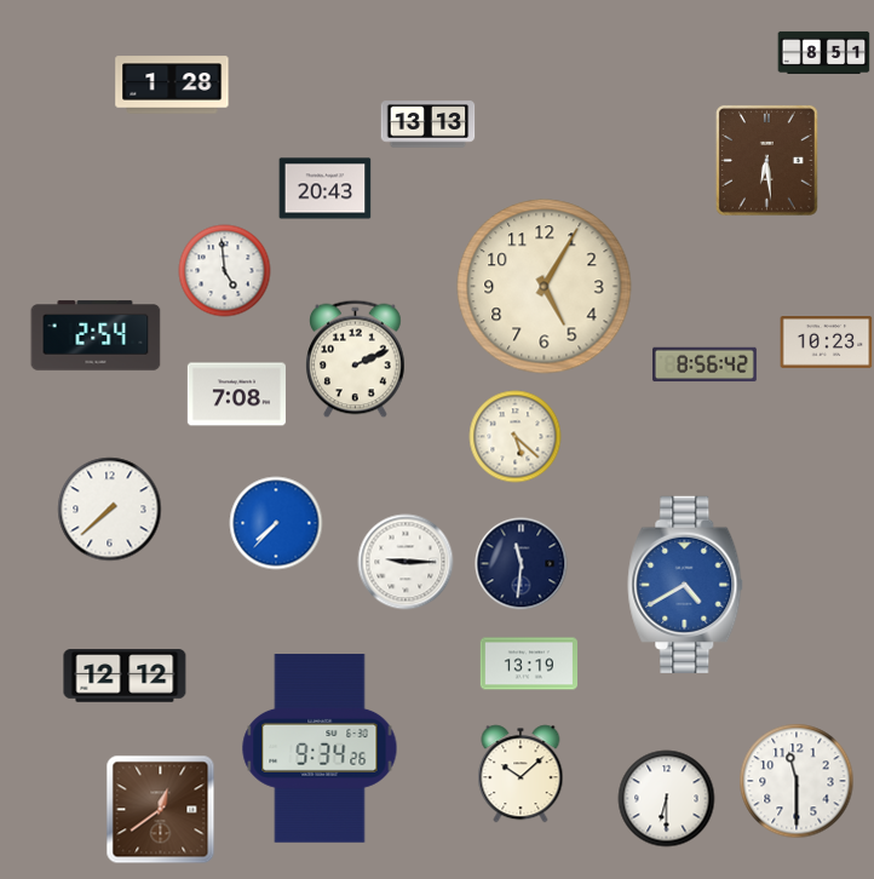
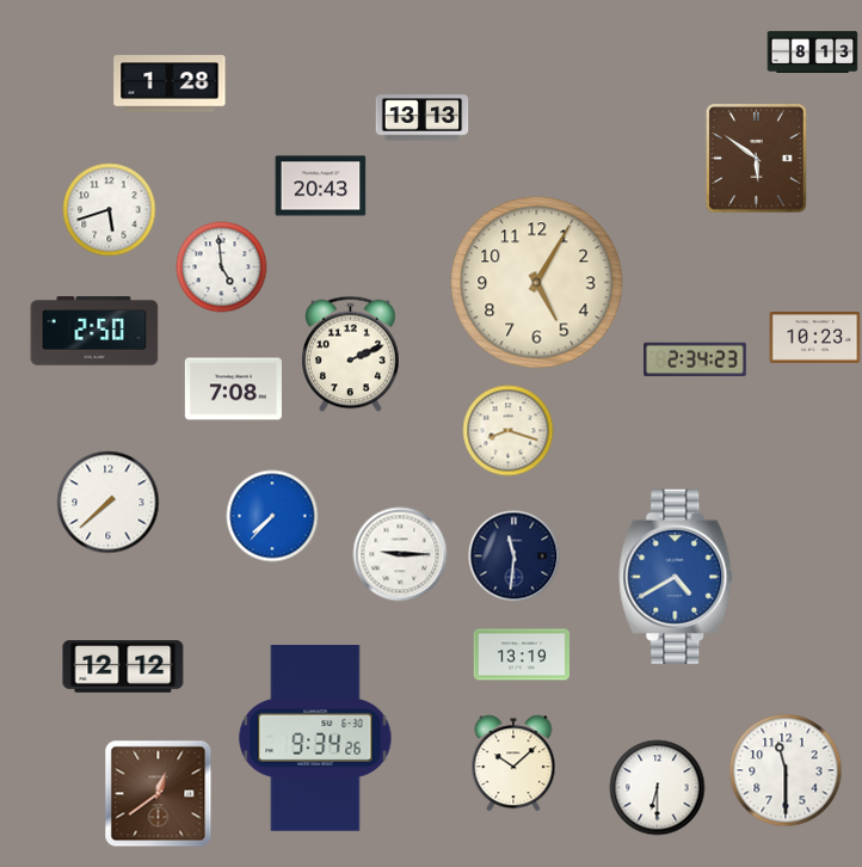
clock at (824, 52): 8:51 -> 8:13
clock at (429, 125) position: (429, 125) -> (423, 118)
clock at (766, 160): 6:29 -> 5:51
clock at (110, 210): none -> 5:42
clock at (96, 335): 2:54 -> 2:50
clock at (706, 364): 8:56 -> 2:34
clock at (516, 437): 5:22 -> 8:18
clock at (161, 810) position: (161, 810) -> (159, 794)
